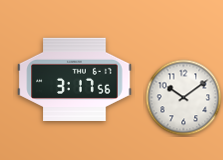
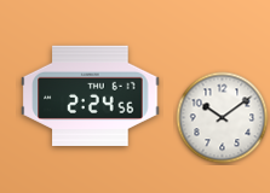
clock at (75, 79): 3:17 -> 2:24
